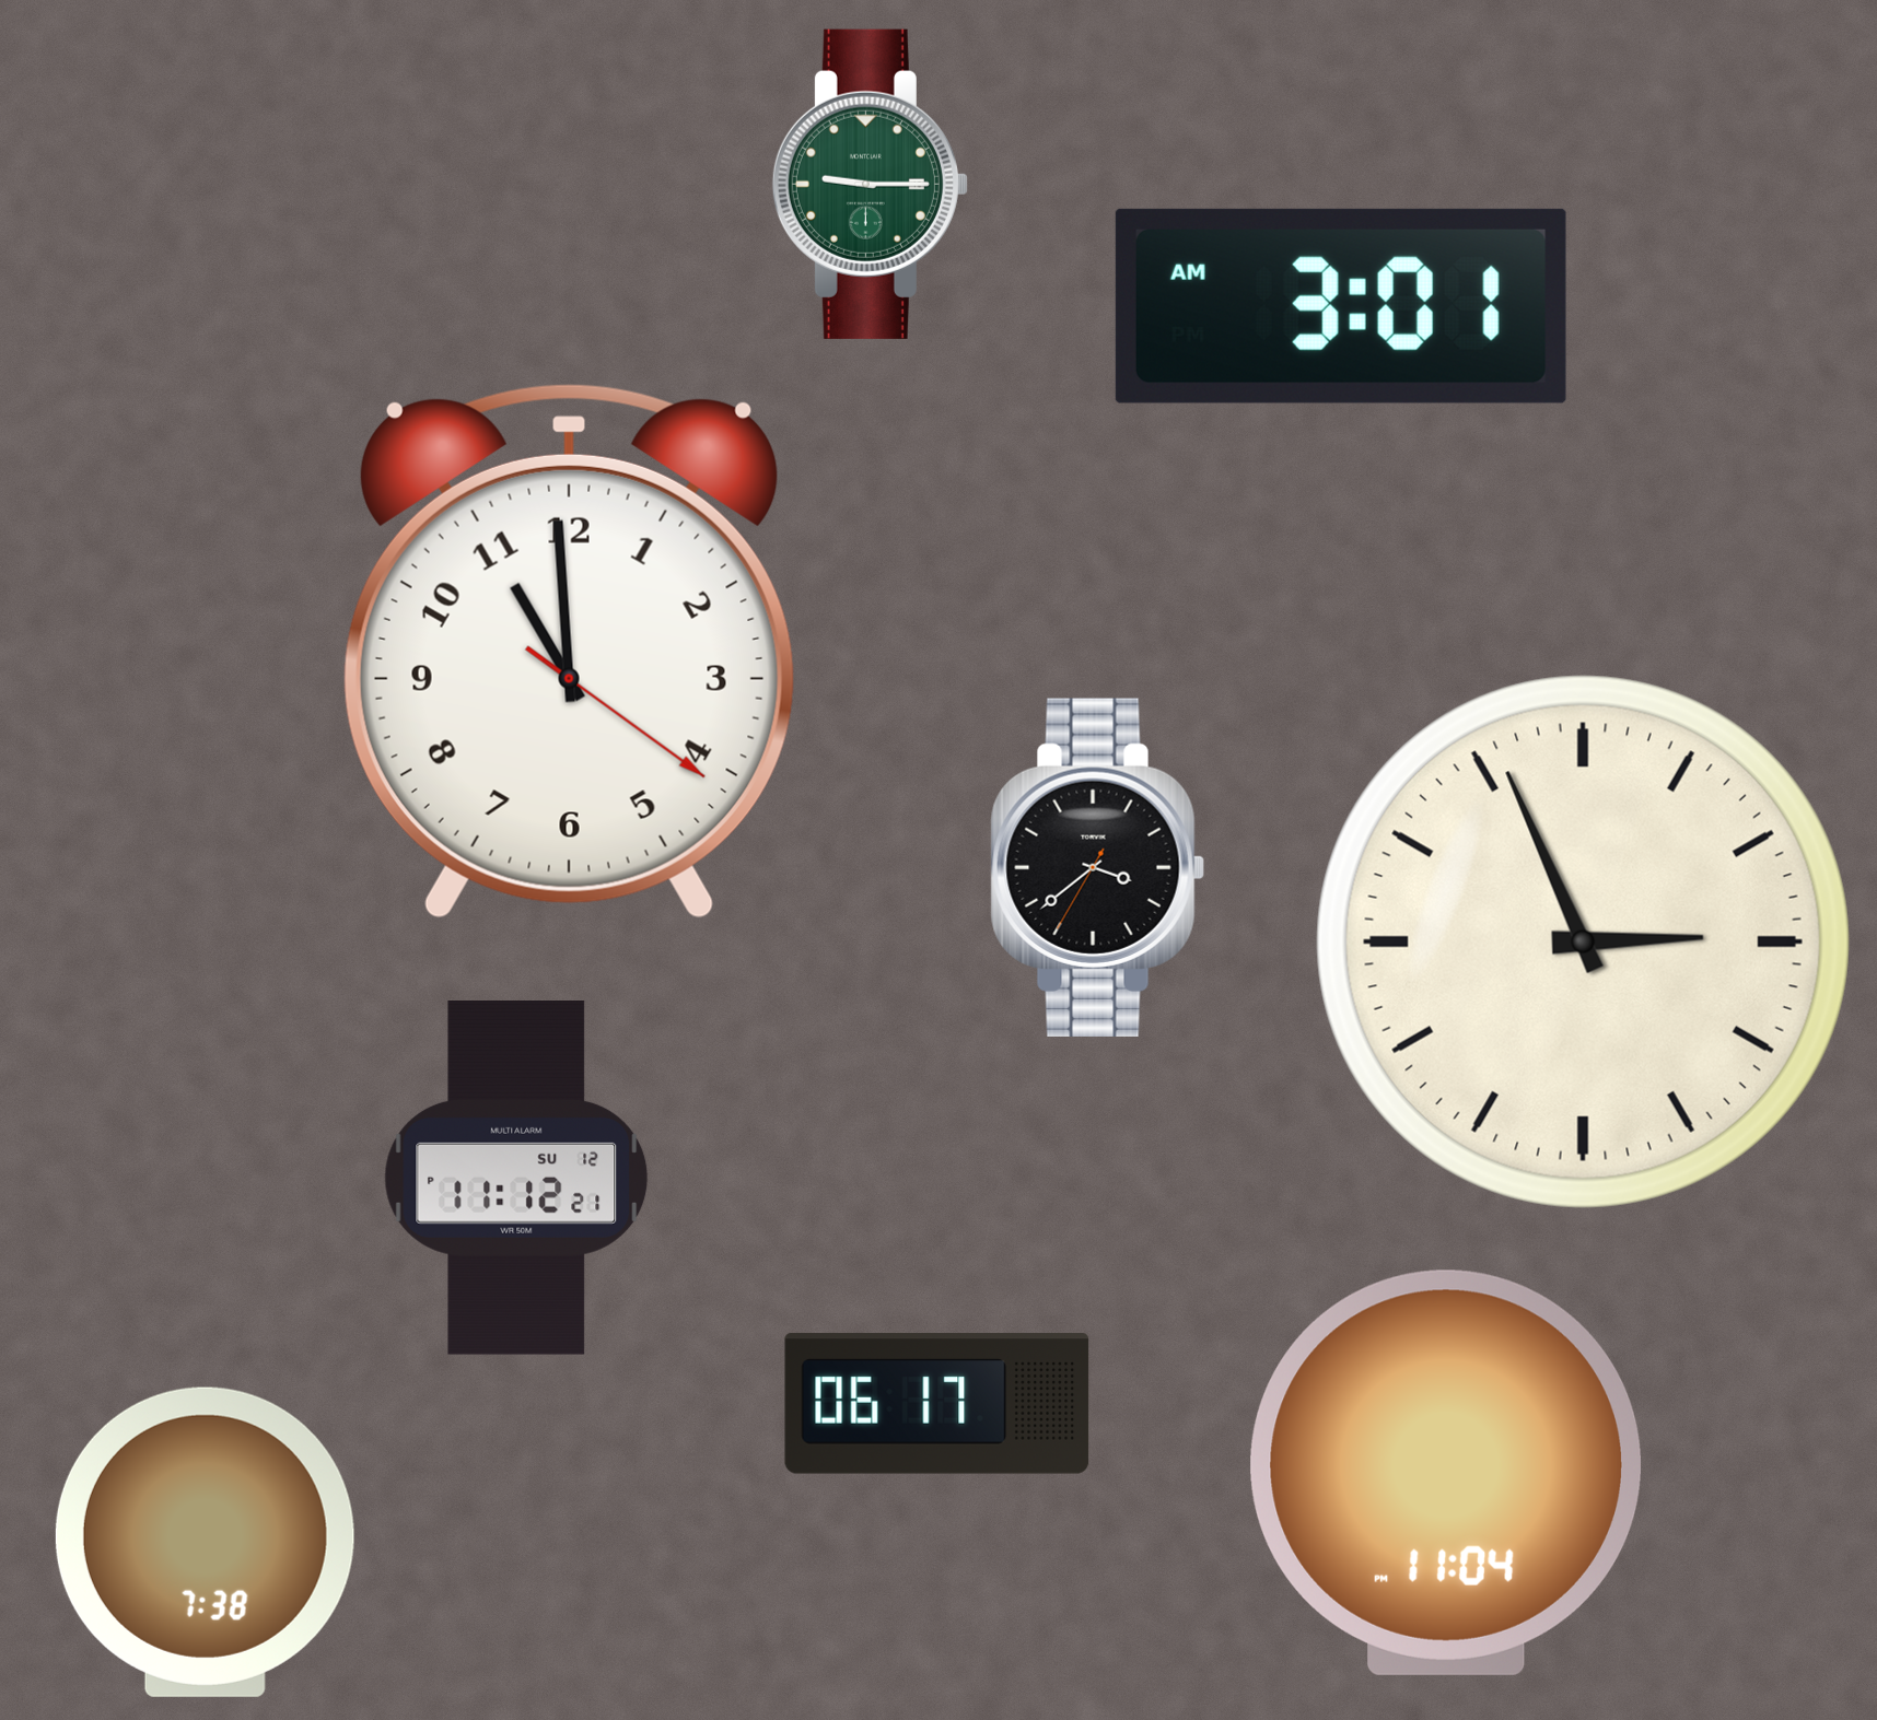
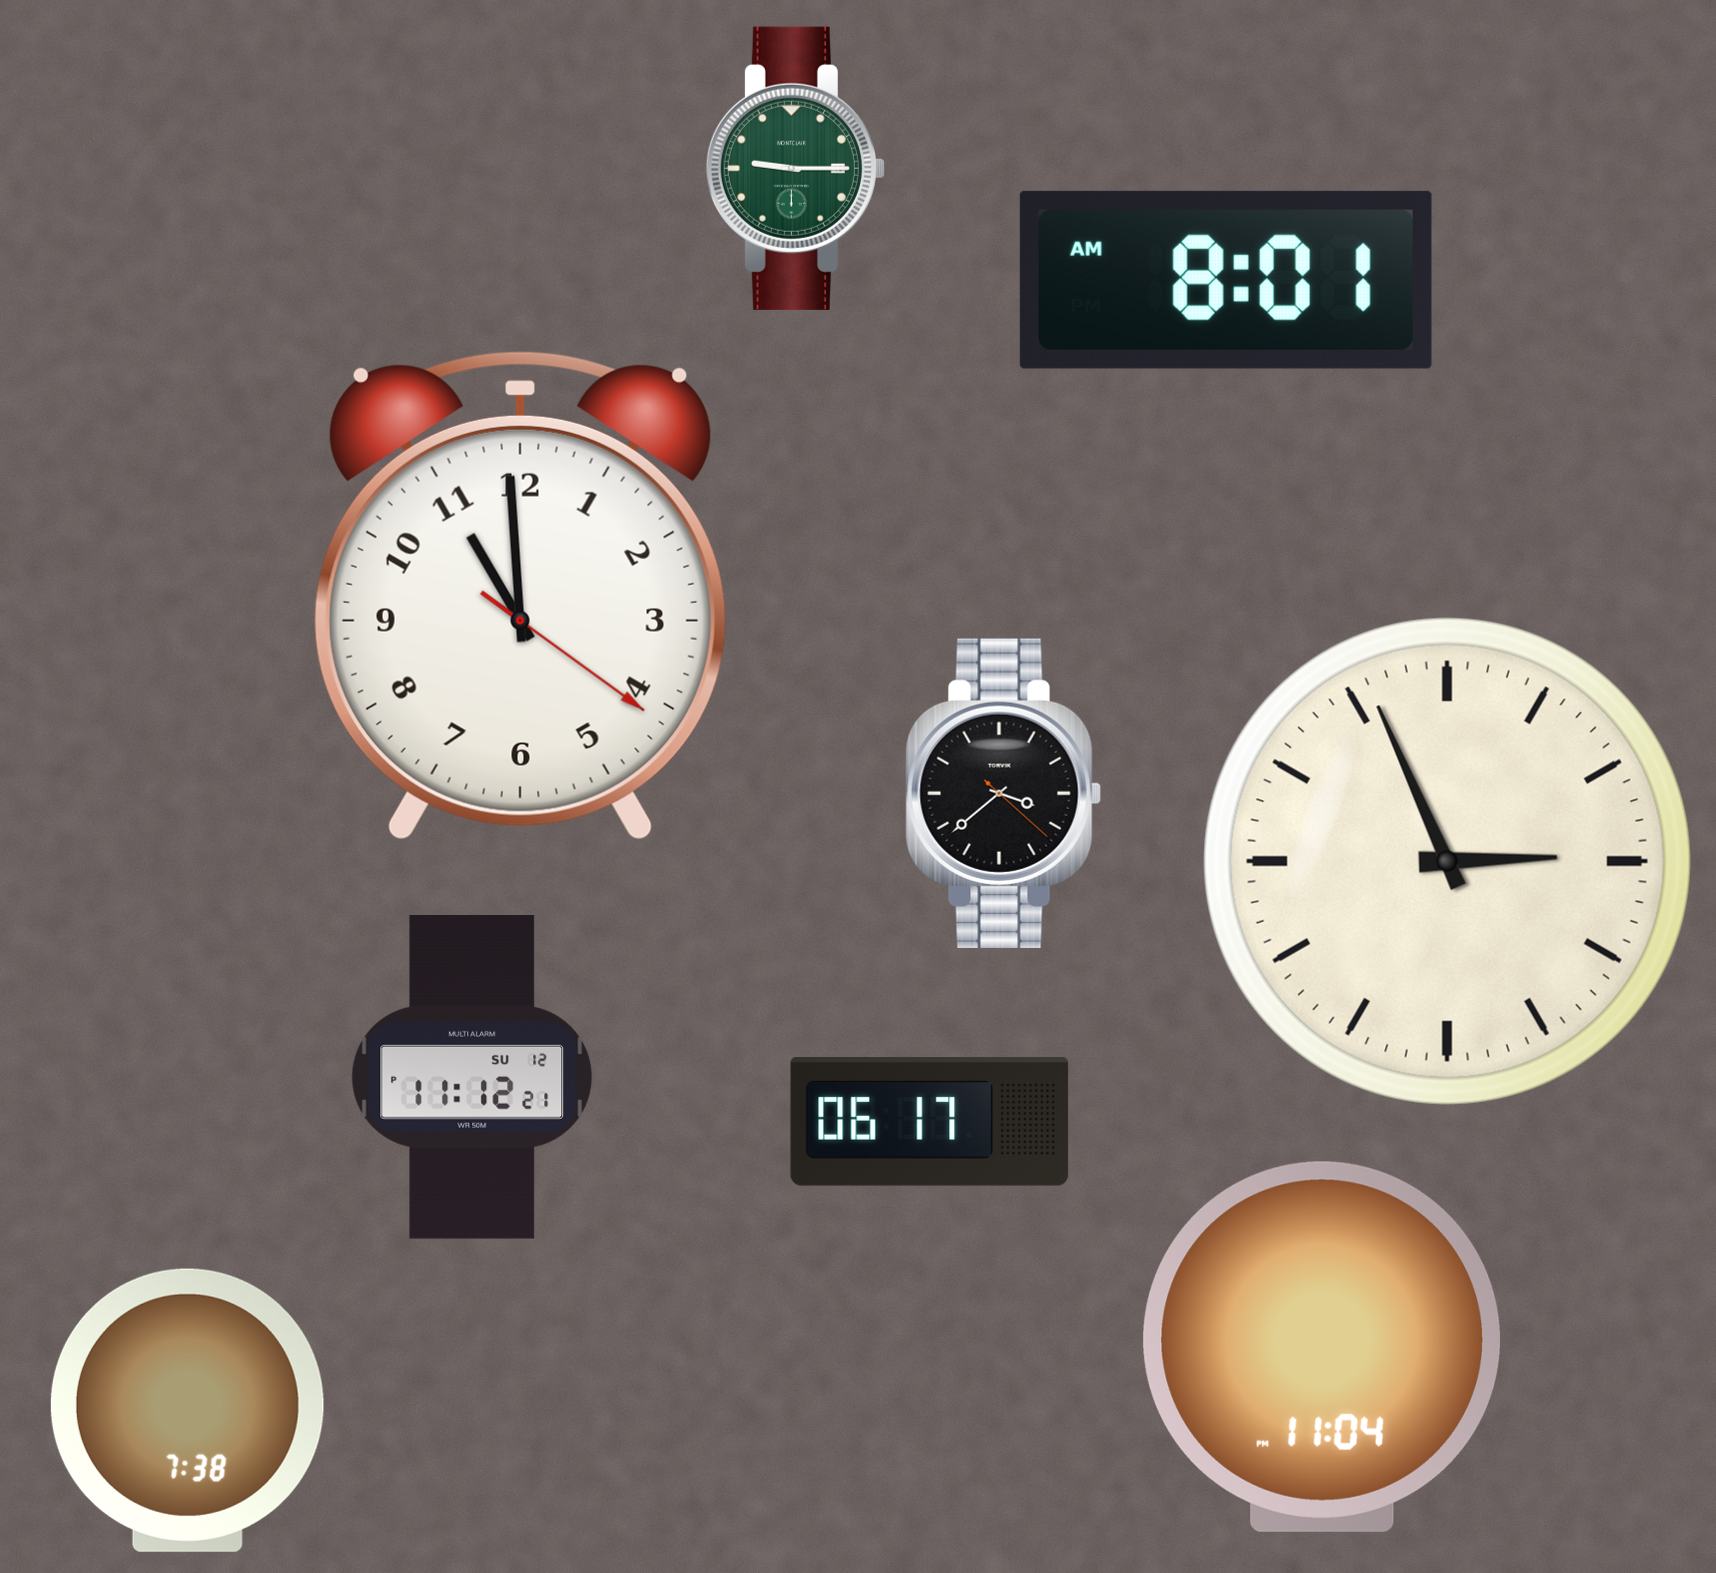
clock at (1341, 306): 3:01 -> 8:01
clock at (1097, 867): 3:38:35 -> 3:38:22
clock at (937, 1404) position: (937, 1404) -> (930, 1122)
